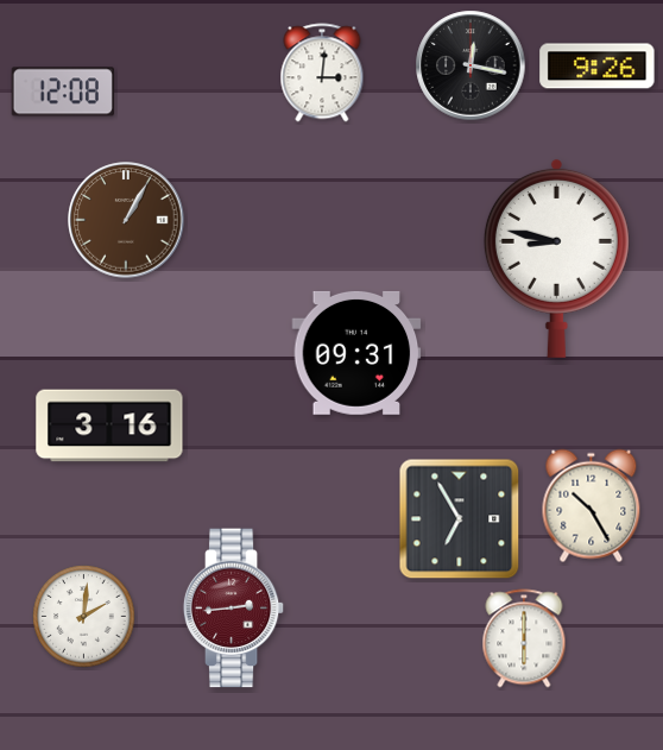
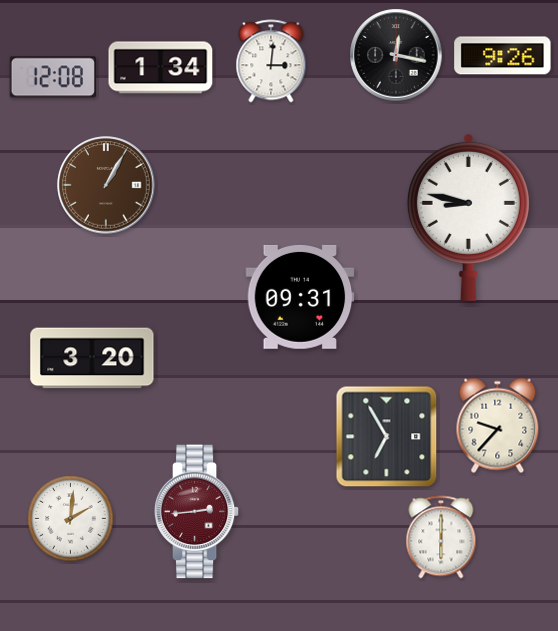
clock at (161, 68): none -> 1:34
clock at (109, 426): 3:16 -> 3:20
clock at (592, 506): 10:25 -> 9:37
